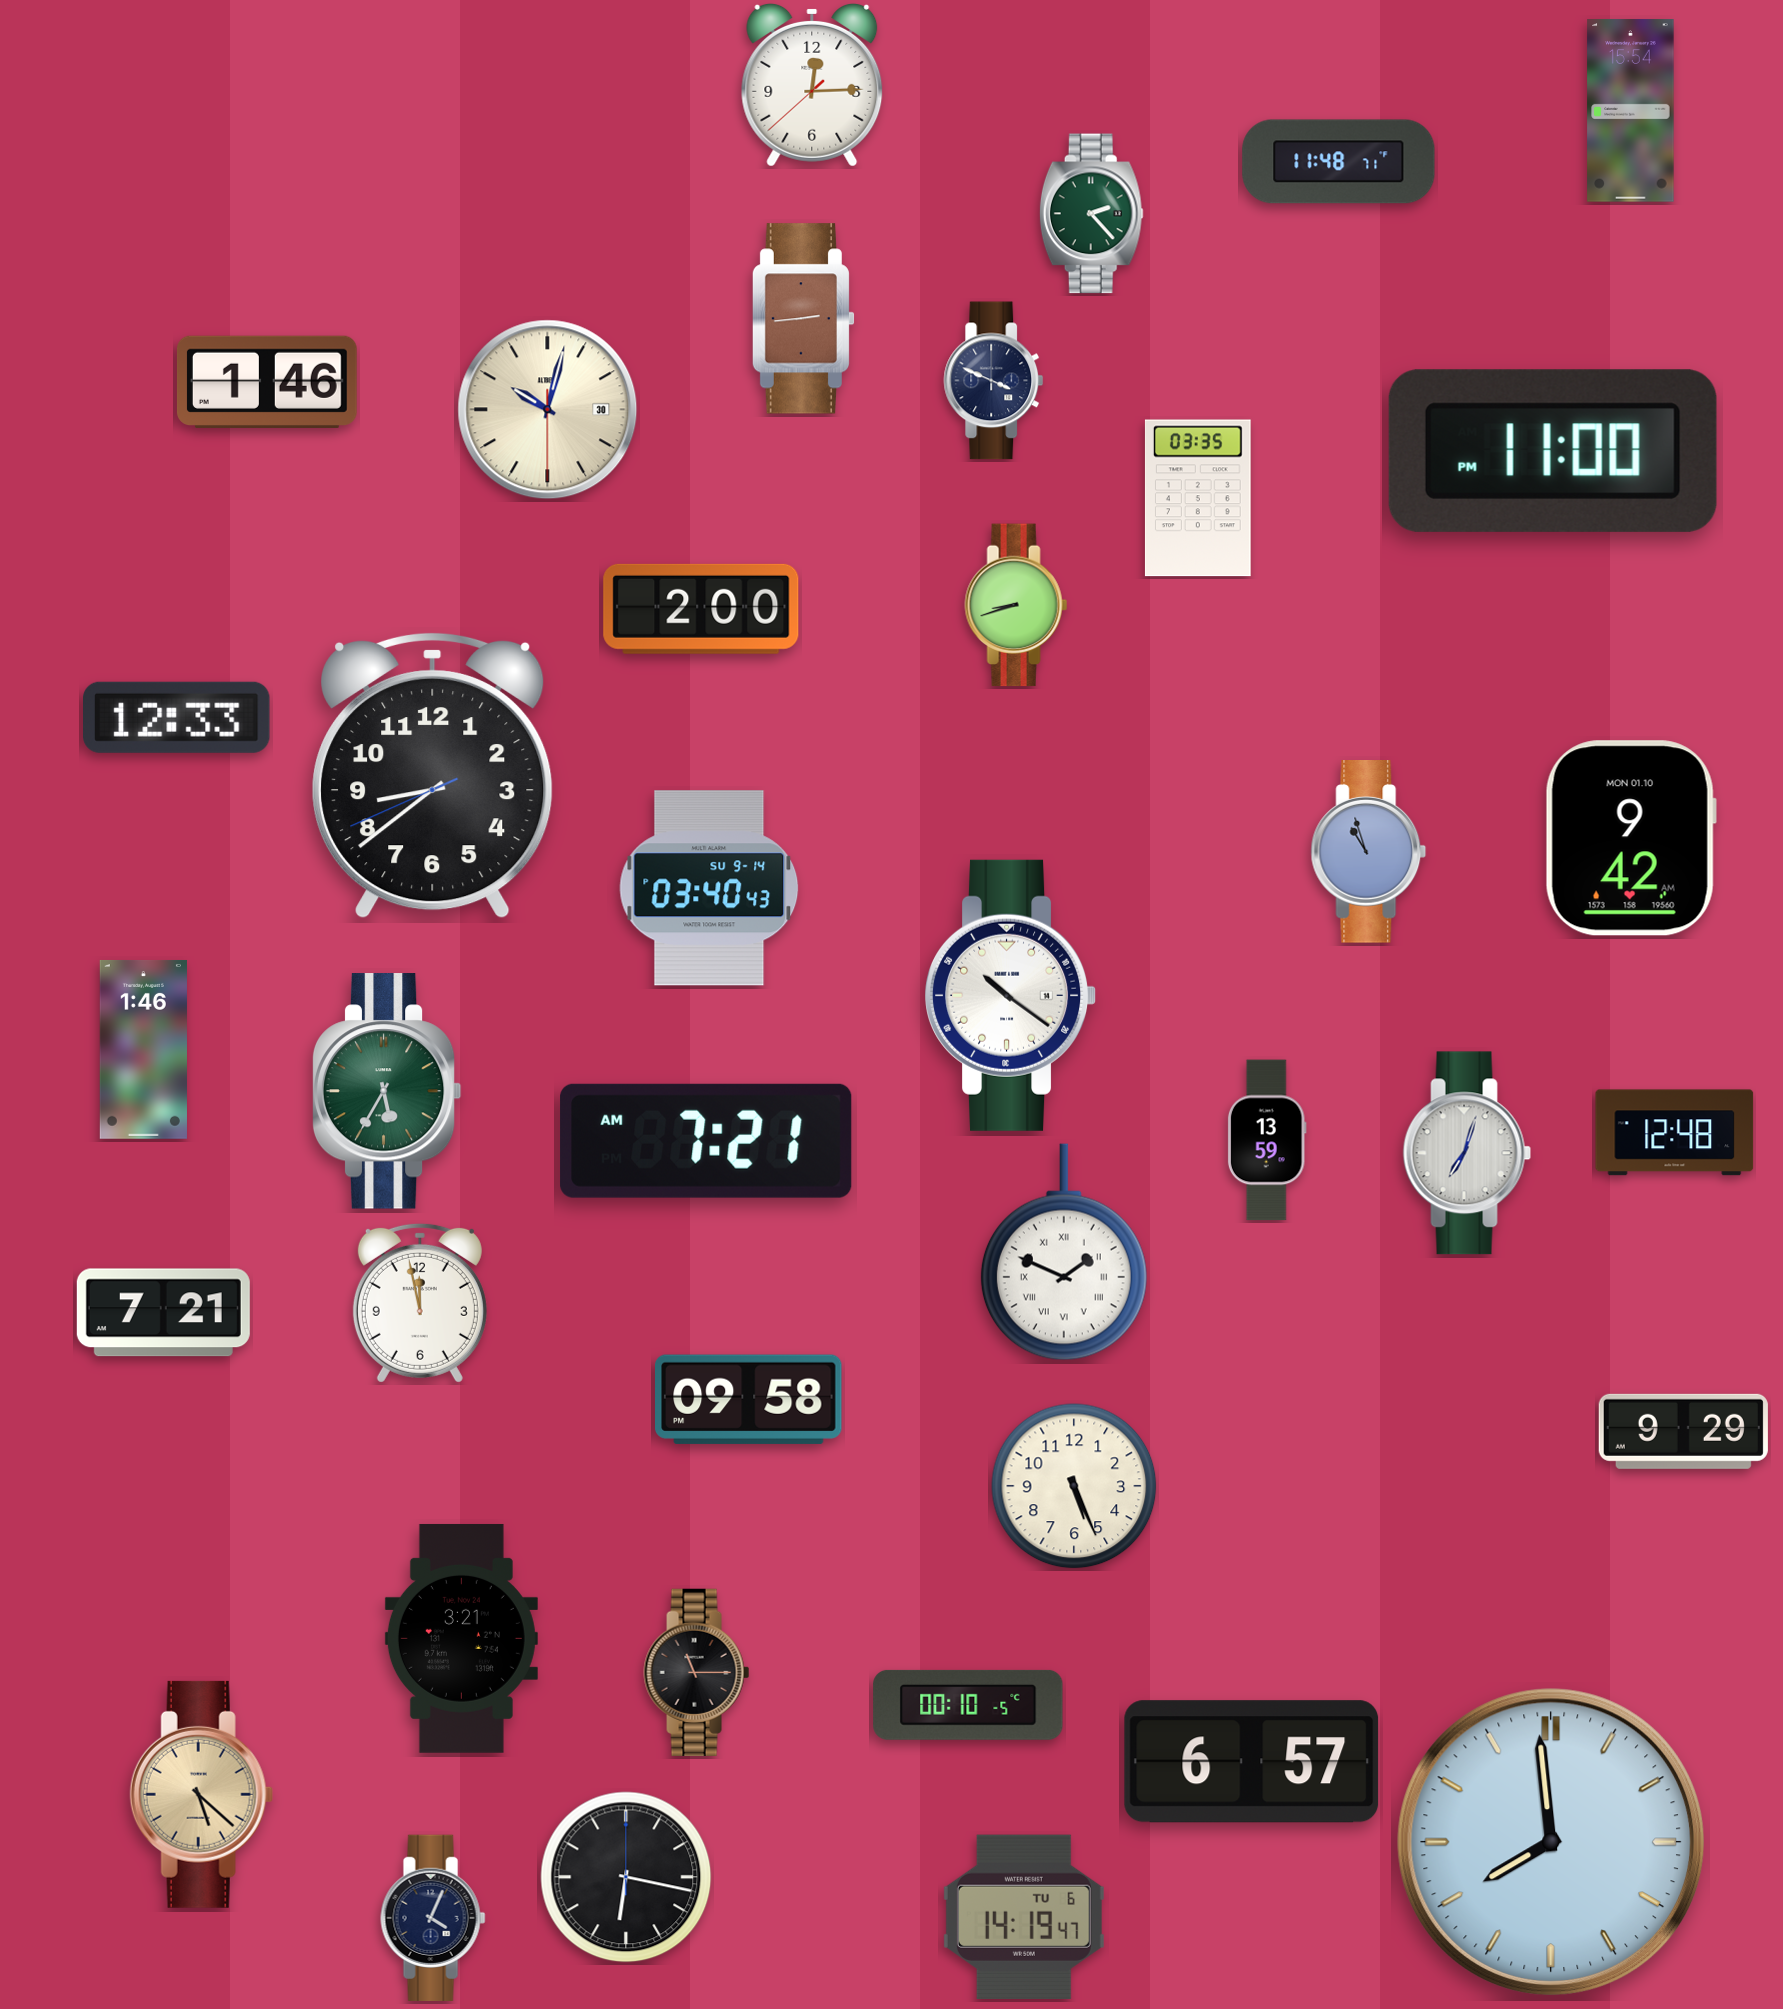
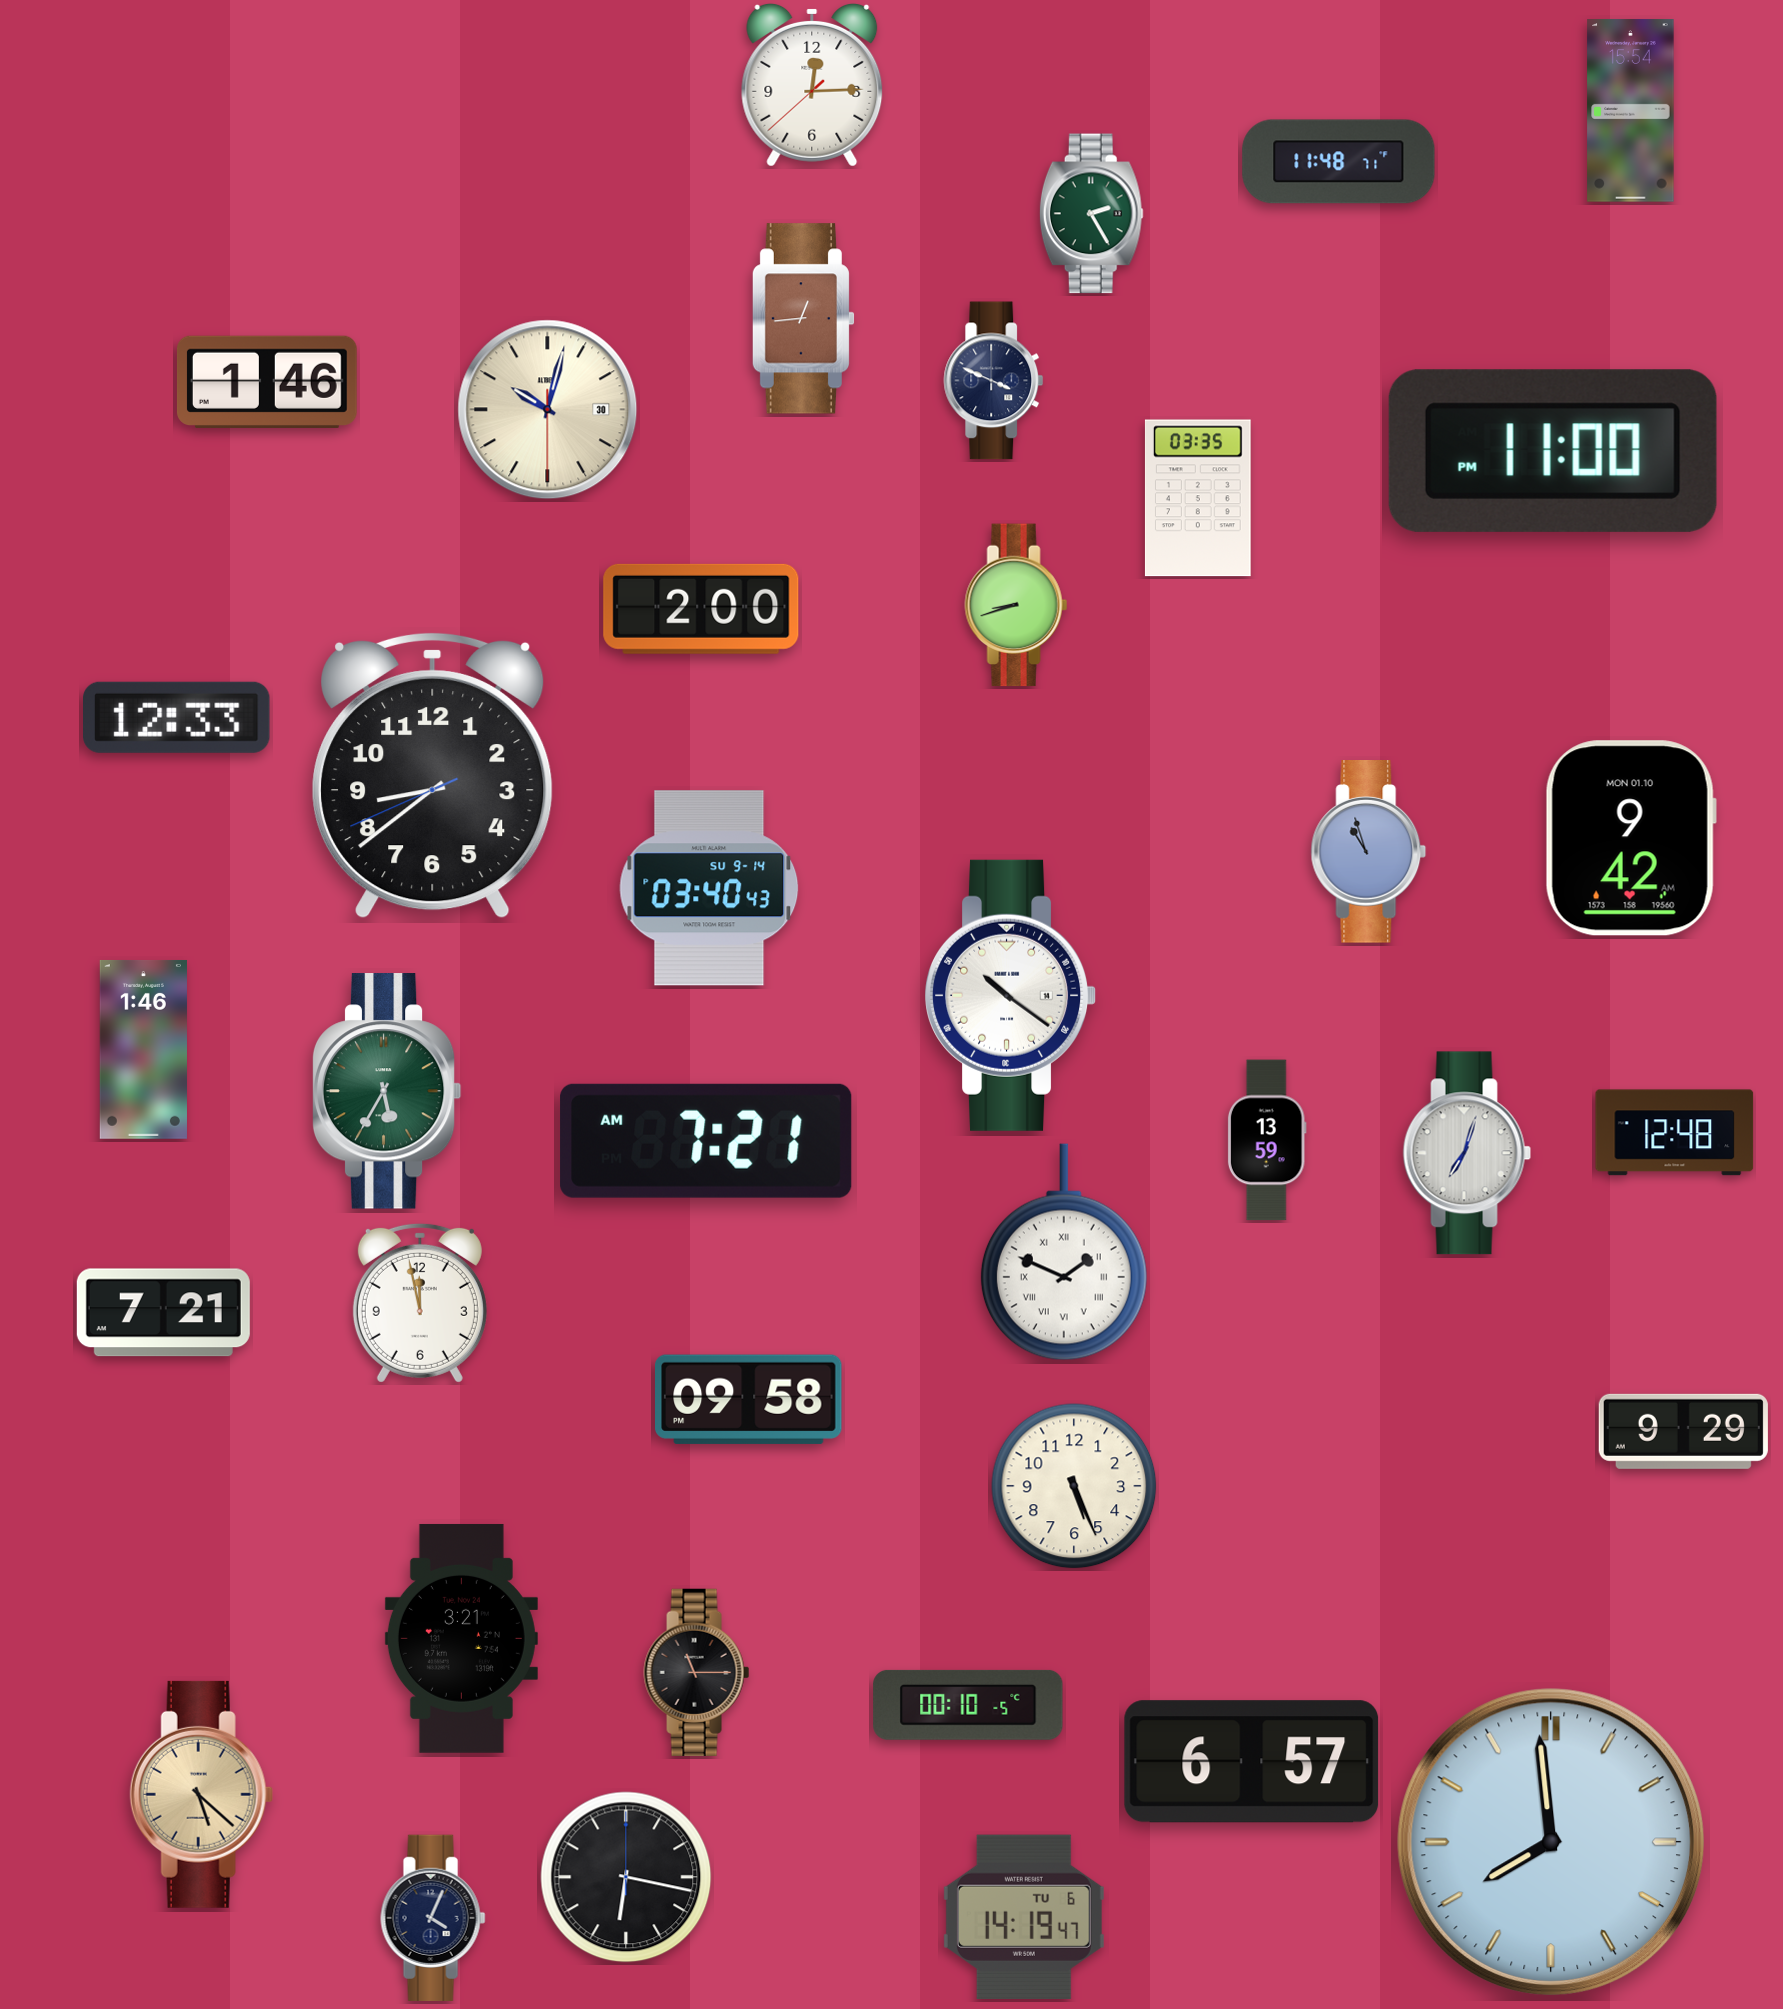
clock at (1091, 214): 2:23 -> 2:25
clock at (803, 319): 2:44 -> 12:44
